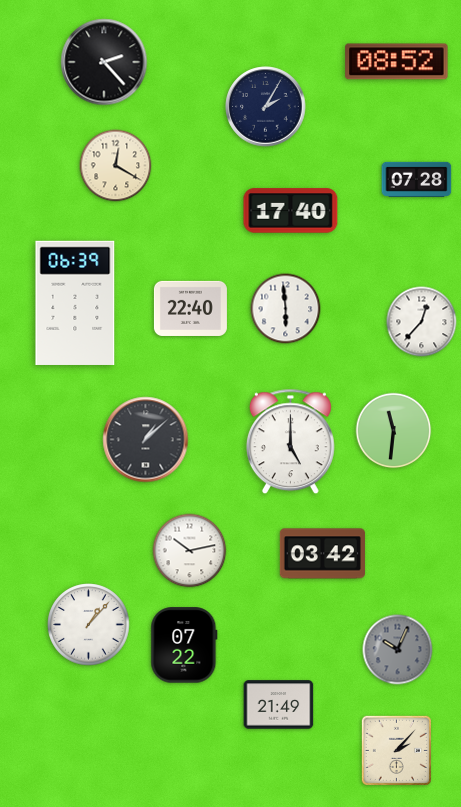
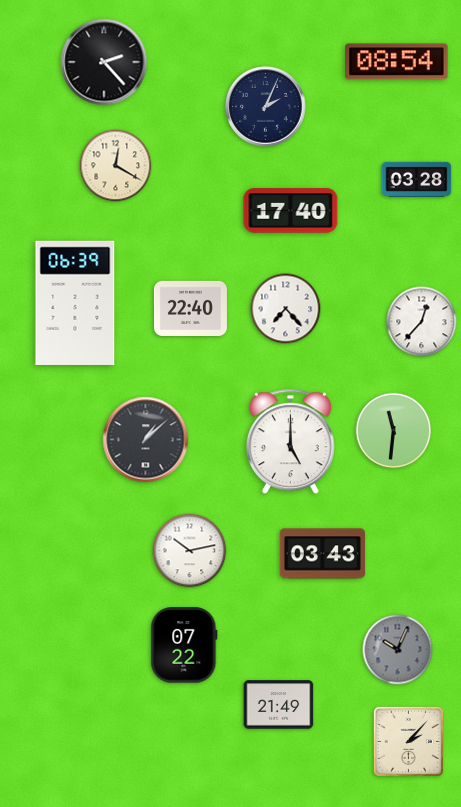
clock at (397, 62): 08:52 -> 08:54
clock at (266, 107): 2:05 -> 2:04
clock at (417, 179): 07:28 -> 03:28
clock at (286, 309): 5:59 -> 7:23
clock at (322, 554): 03:42 -> 03:43
clock at (89, 625): 1:07 -> none
clock at (396, 750) position: (396, 750) -> (408, 741)
